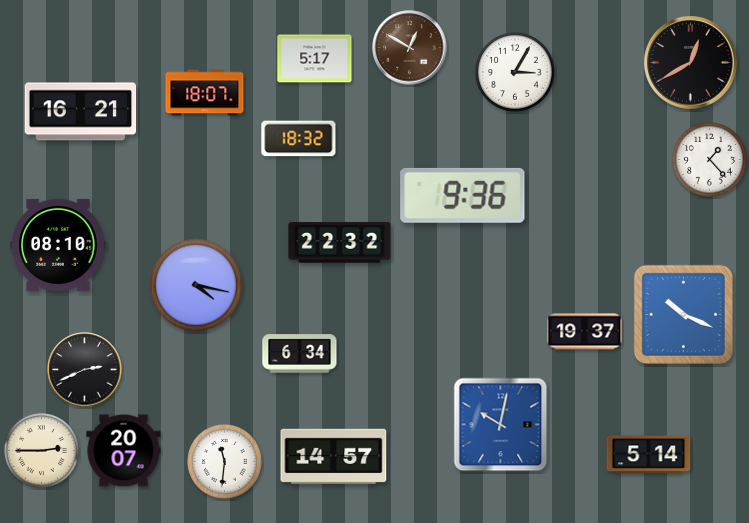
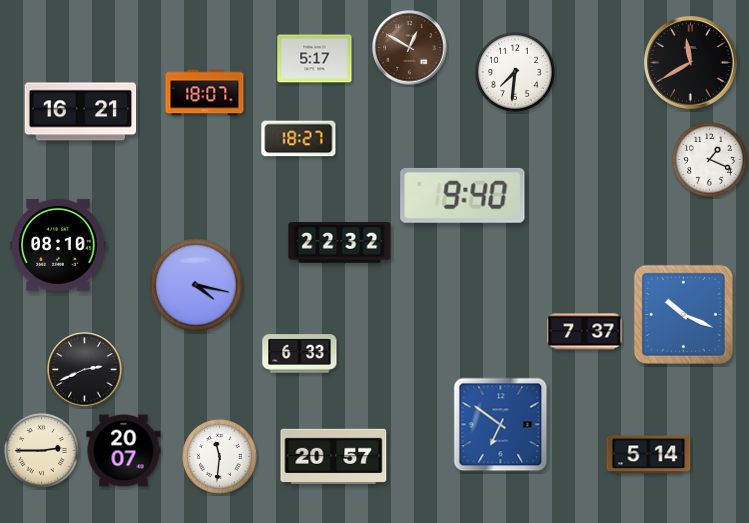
clock at (691, 63): 12:40 -> 11:40
clock at (515, 72): 3:05 -> 7:31
clock at (299, 139): 18:32 -> 18:27
clock at (710, 160): 1:23 -> 1:19
clock at (463, 195): 9:36 -> 9:40
clock at (585, 332): 19:37 -> 7:37
clock at (300, 354): 6:34 -> 6:33
clock at (501, 425): 10:02 -> 6:51
clock at (334, 456): 14:57 -> 20:57
clock at (225, 462) position: (225, 462) -> (220, 457)
